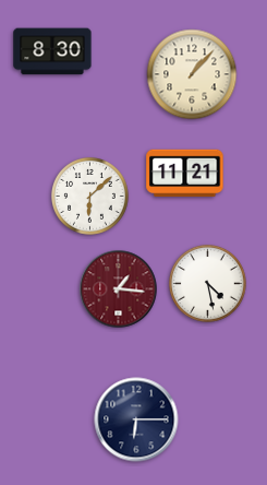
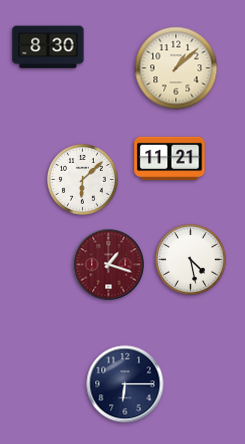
clock at (192, 74): 1:07 -> 1:08
clock at (119, 289): 1:16 -> 1:18
